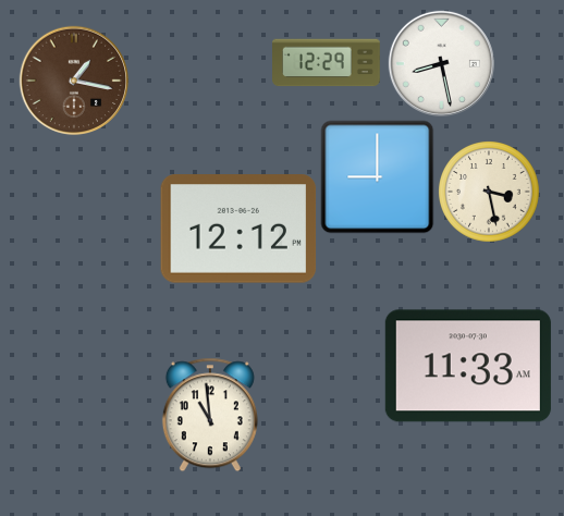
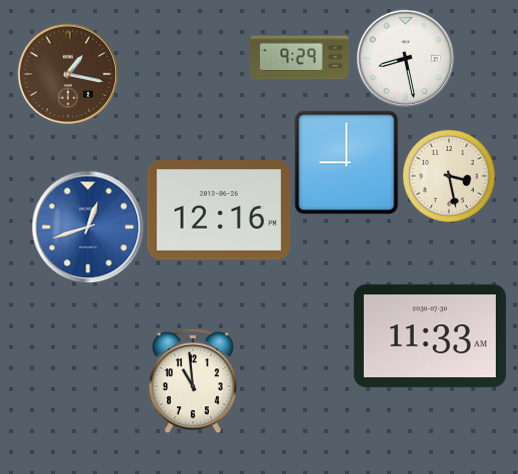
clock at (327, 63): 12:29 -> 9:29
clock at (238, 229): 12:12 -> 12:16
clock at (88, 227): none -> 12:42
